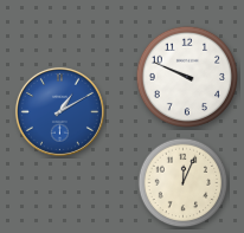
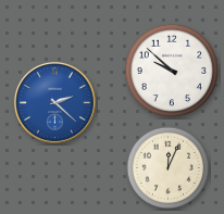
clock at (186, 76): 9:49 -> 9:52
clock at (59, 111): 1:10 -> 2:22
